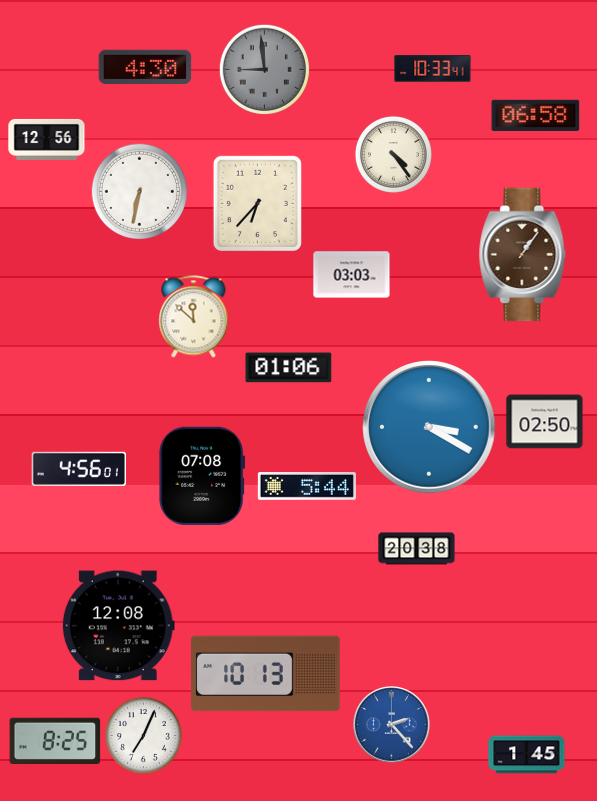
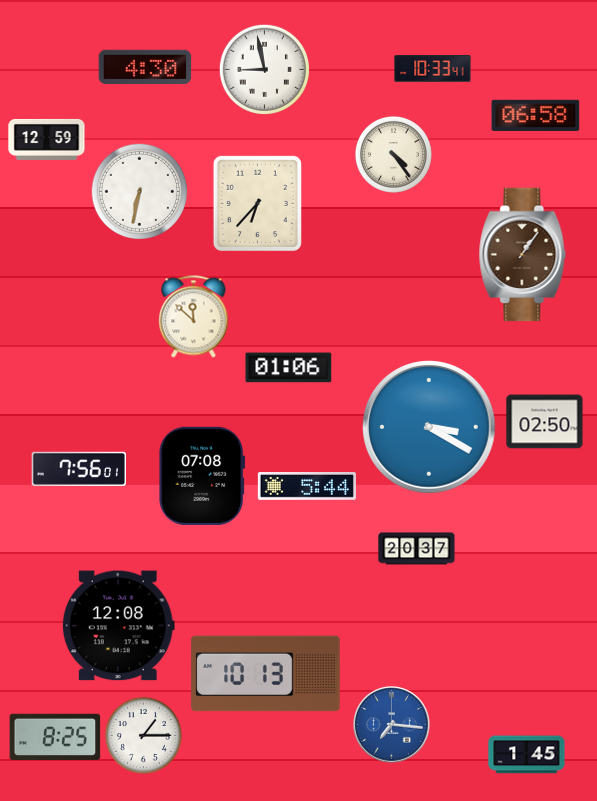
clock at (264, 69): 8:59 -> 8:58
clock at (264, 69) dial: grey -> white
clock at (47, 139): 12:56 -> 12:59
clock at (352, 275): 03:03 -> none
clock at (78, 469): 4:56 -> 7:56
clock at (417, 549): 20:38 -> 20:37
clock at (392, 725): 2:23 -> 7:16
clock at (143, 735): 7:04 -> 1:15
clock at (55, 740) position: (55, 740) -> (55, 736)
